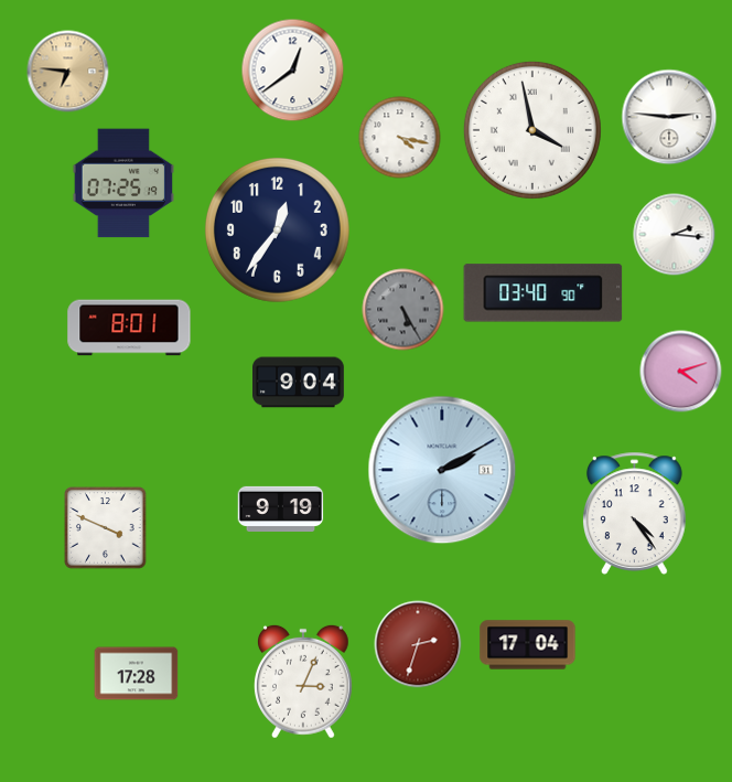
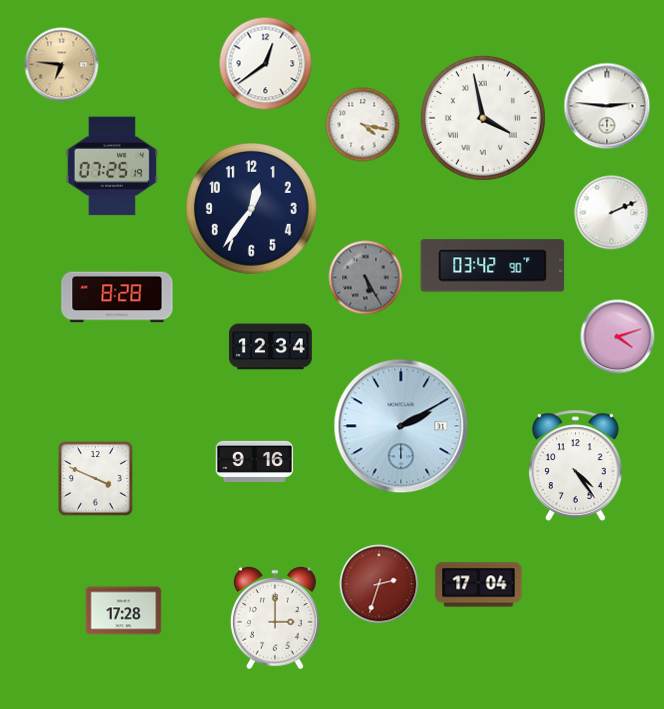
clock at (675, 235): 2:16 -> 2:11
clock at (543, 293): 03:40 -> 03:42
clock at (403, 310) position: (403, 310) -> (366, 278)
clock at (129, 328): 8:01 -> 8:28
clock at (299, 383): 9:04 -> 12:34
clock at (281, 508): 9:19 -> 9:16
clock at (303, 682): 3:04 -> 3:00
